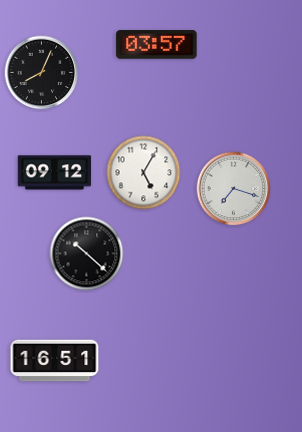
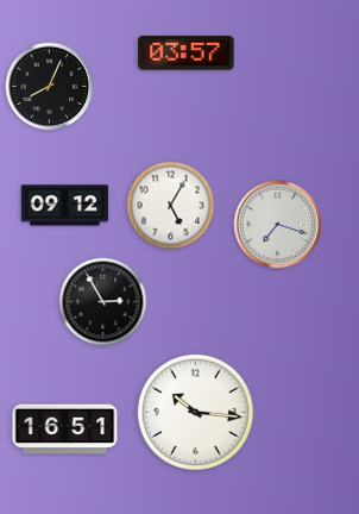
clock at (87, 254): 10:22 -> 2:55
clock at (195, 412): none -> 10:16
